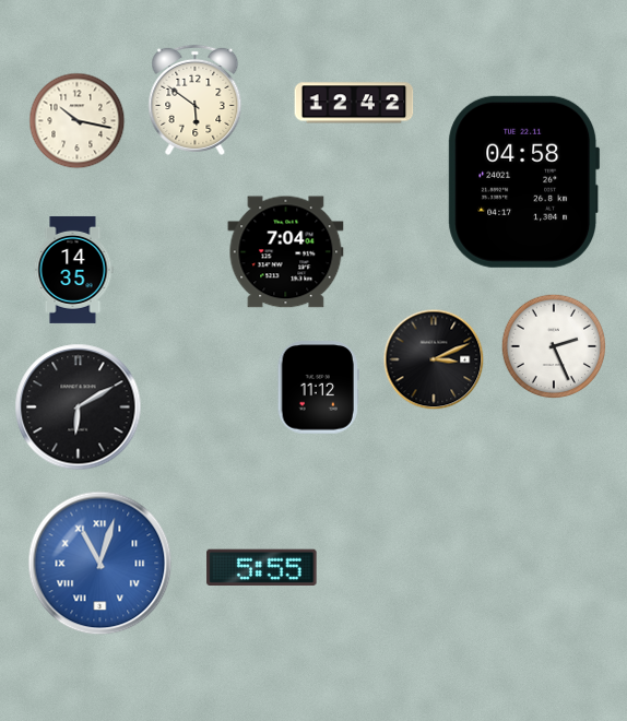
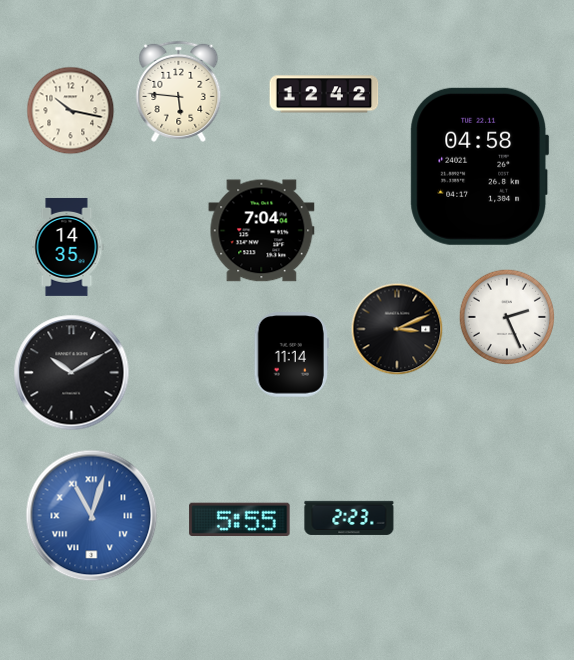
clock at (196, 99): 5:51 -> 5:46
clock at (318, 388): 11:12 -> 11:14
clock at (79, 407): 6:10 -> 10:10
clock at (349, 518): none -> 2:23
